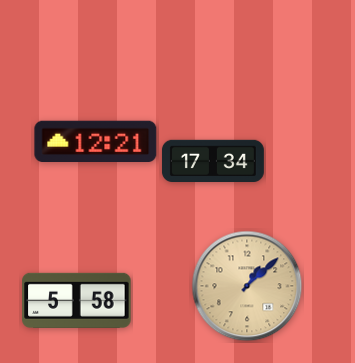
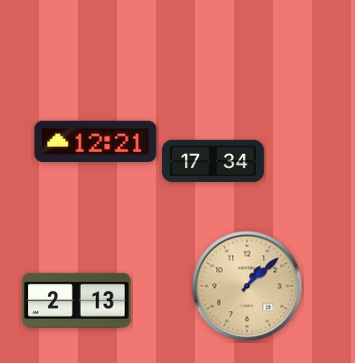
clock at (77, 300): 5:58 -> 2:13
